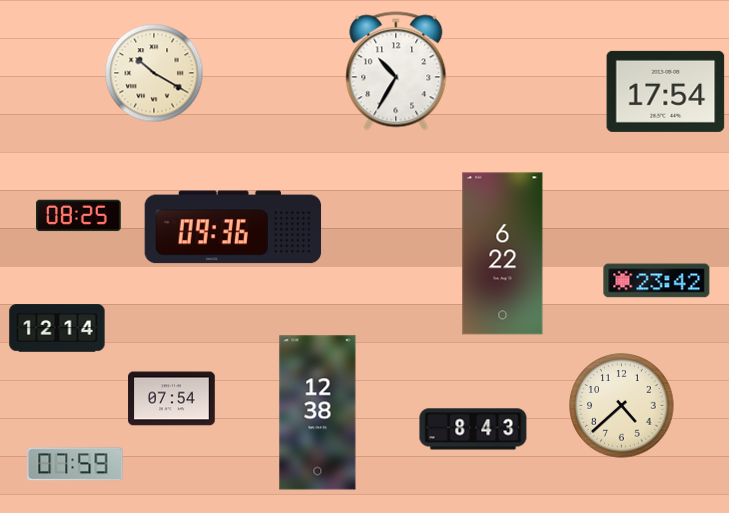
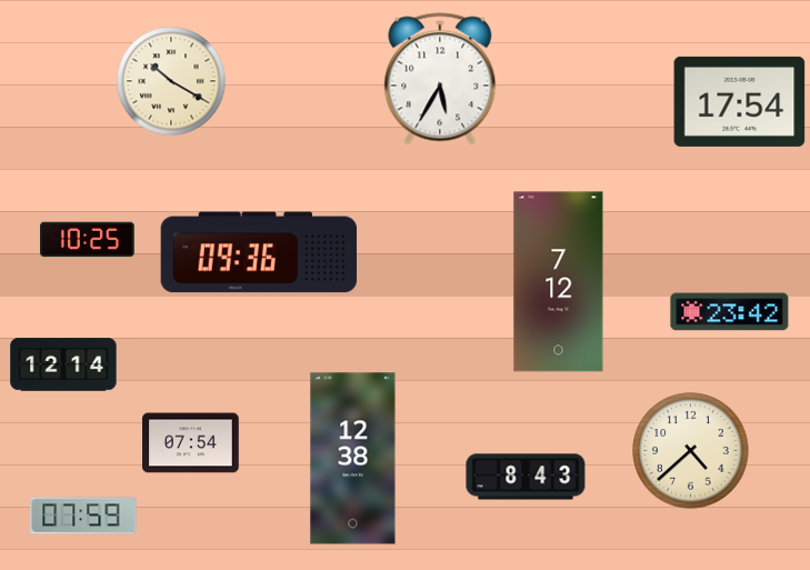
clock at (396, 71): 10:35 -> 5:35
clock at (79, 216): 08:25 -> 10:25
clock at (503, 254): 6:22 -> 7:12
